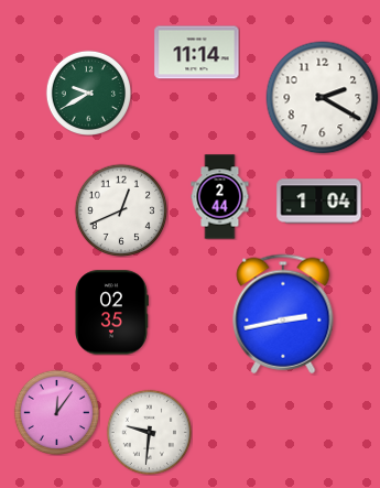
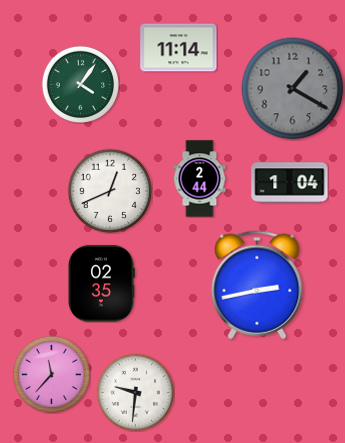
clock at (88, 93): 9:40 -> 4:06
clock at (323, 98): 2:20 -> 1:20
clock at (323, 98) dial: white -> grey
clock at (56, 412): 12:06 -> 11:37
